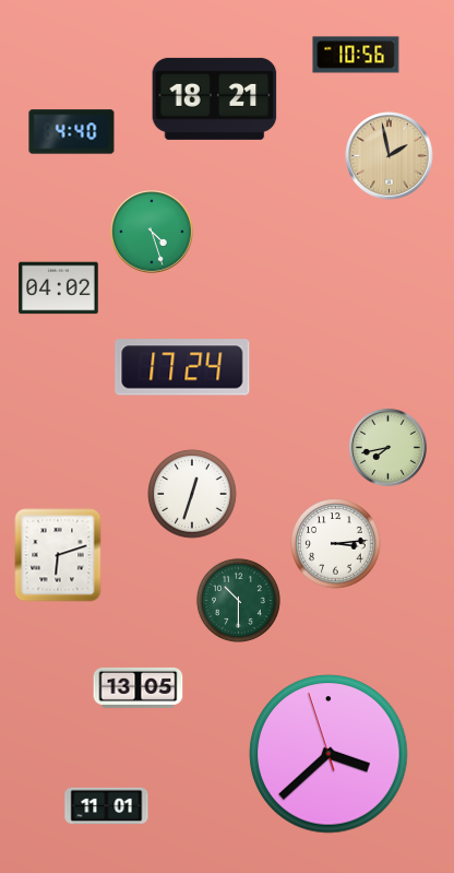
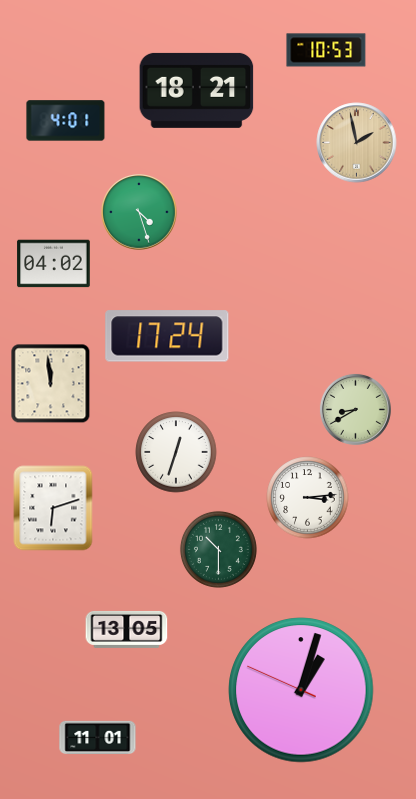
clock at (356, 55): 10:56 -> 10:53
clock at (72, 132): 4:40 -> 4:01
clock at (51, 384): none -> 11:59
clock at (387, 447): 7:43 -> 8:40
clock at (328, 754): 3:37 -> 1:02
